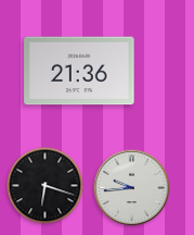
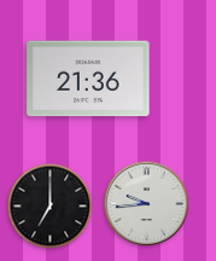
clock at (46, 186): 6:18 -> 7:00
clock at (132, 188) position: (132, 188) -> (147, 204)
